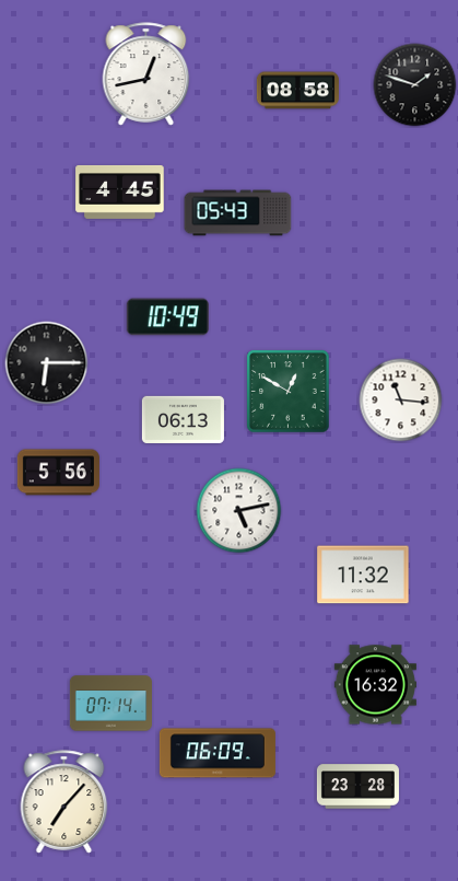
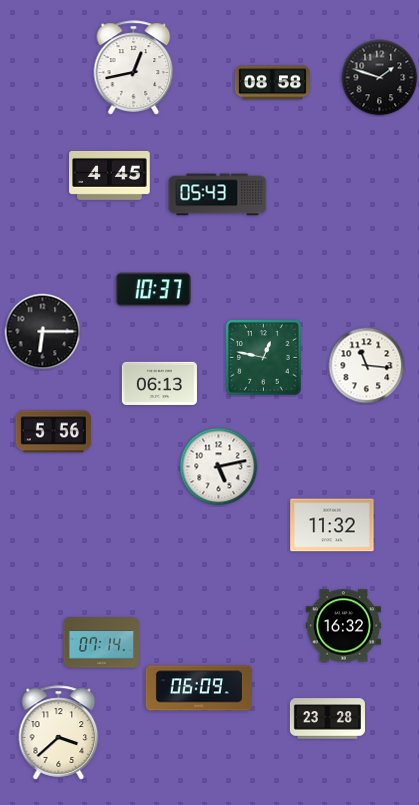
clock at (167, 317): 10:49 -> 10:37
clock at (289, 392): 12:50 -> 12:47
clock at (183, 419) position: (183, 419) -> (159, 383)
clock at (64, 802): 7:07 -> 3:38
